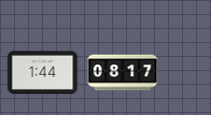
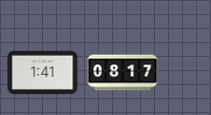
clock at (43, 72): 1:44 -> 1:41
